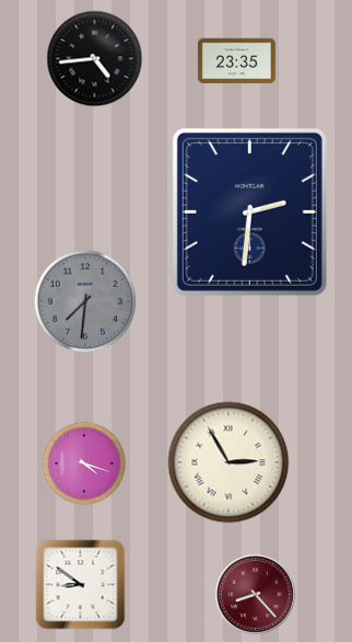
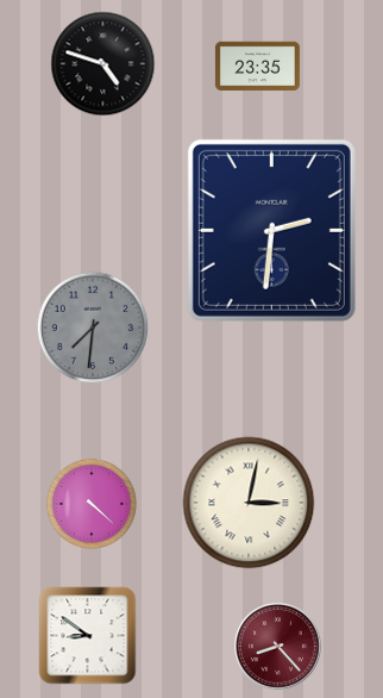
clock at (95, 59): 4:44 -> 4:48
clock at (228, 462): 2:55 -> 3:02
clock at (84, 463): 4:18 -> 4:22
